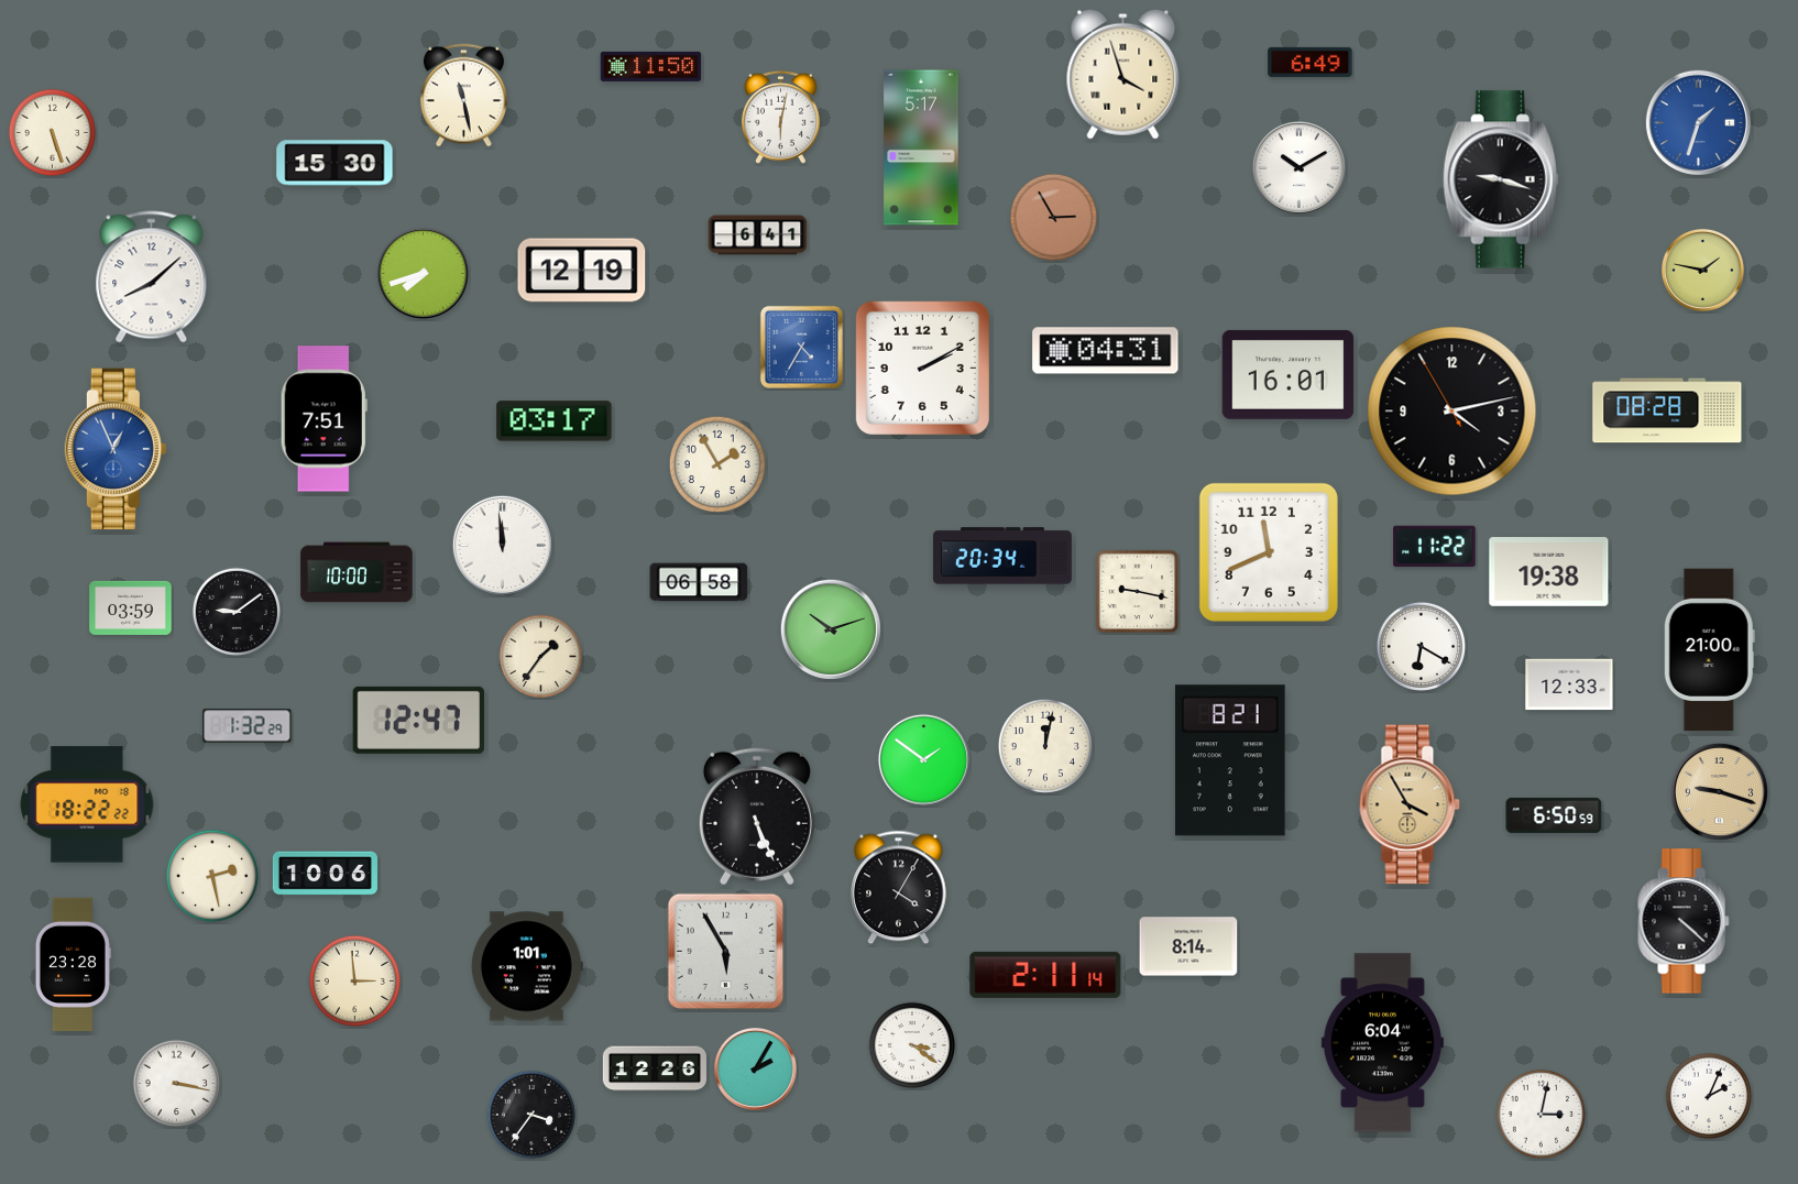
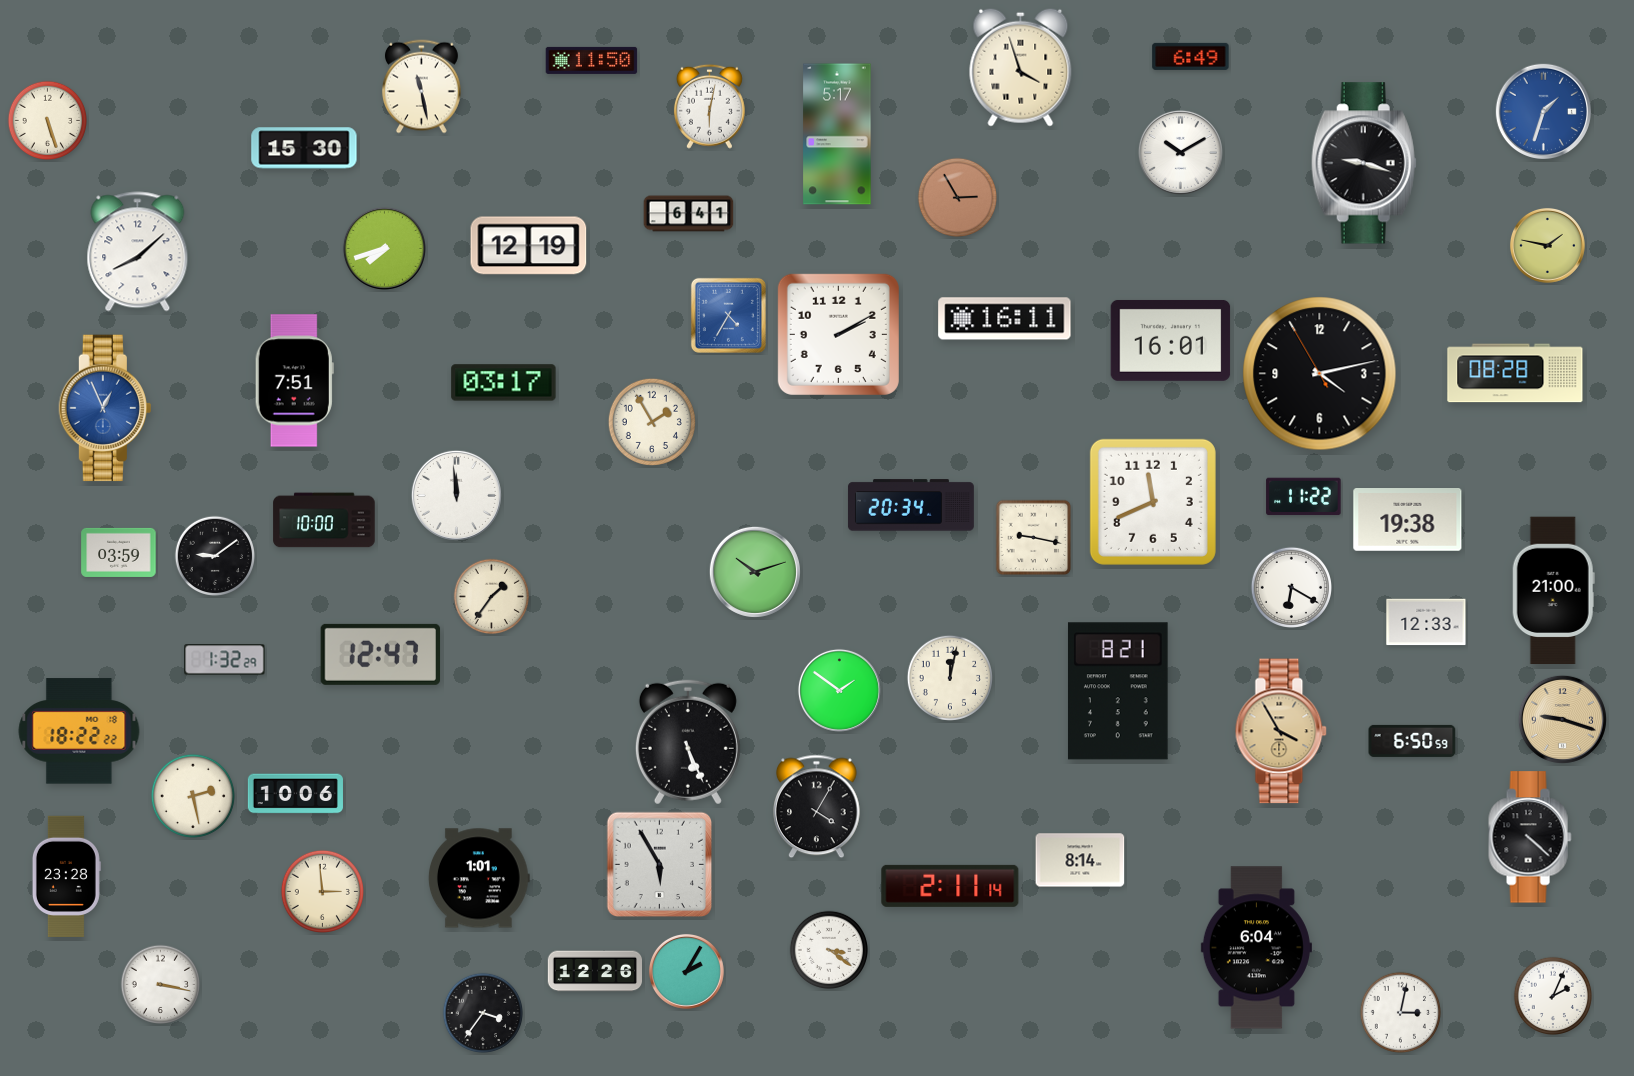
clock at (1106, 351): 04:31 -> 16:11
clock at (699, 582): 06:58 -> none
